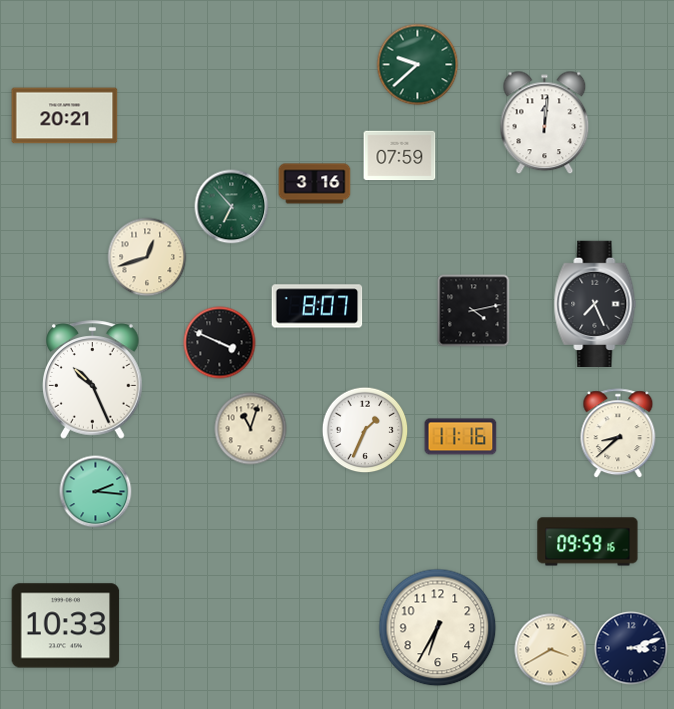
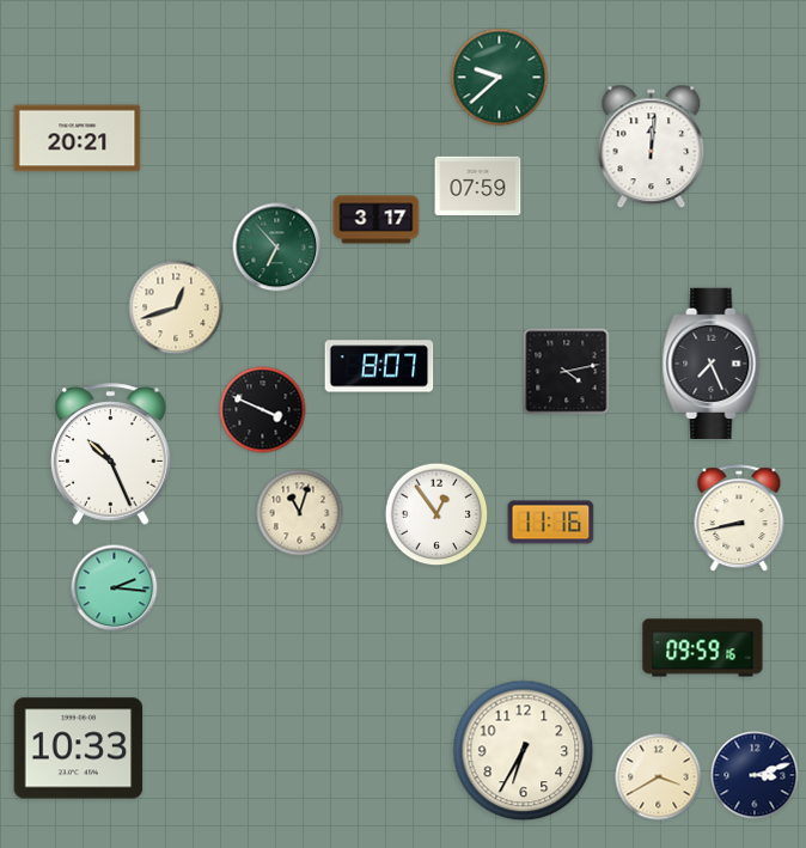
clock at (315, 184): 3:16 -> 3:17
clock at (365, 430): 1:34 -> 12:54
clock at (618, 434): 8:38 -> 8:43
